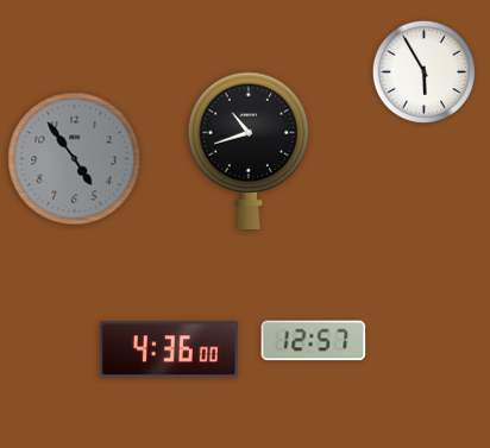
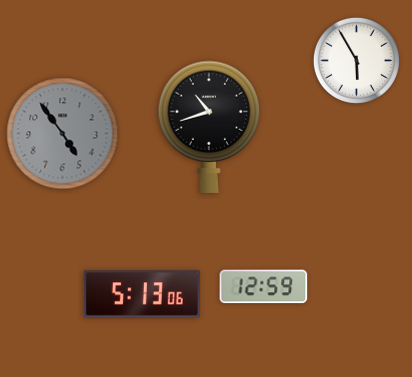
clock at (314, 341): 12:57 -> 12:59
clock at (169, 349): 4:36 -> 5:13
